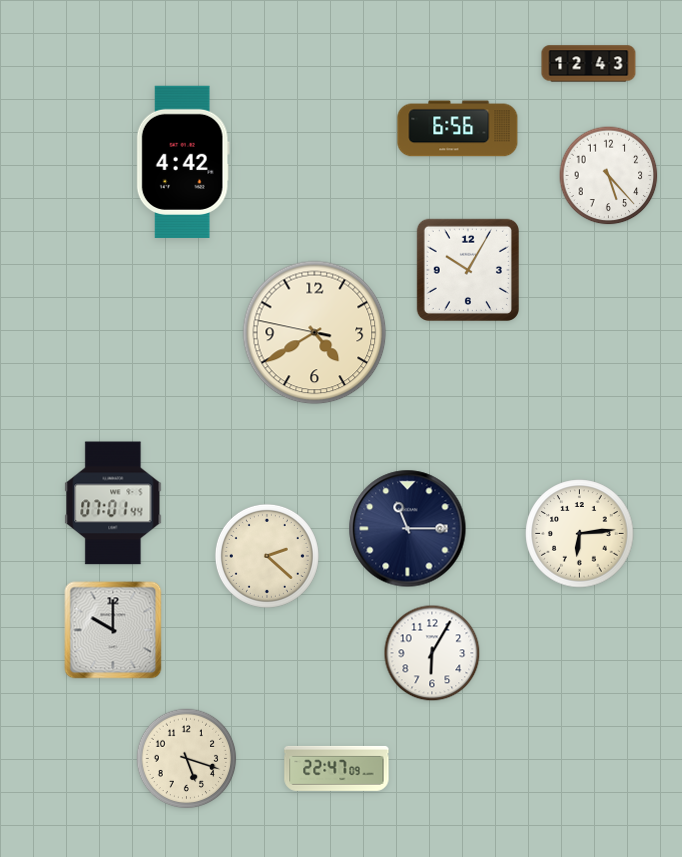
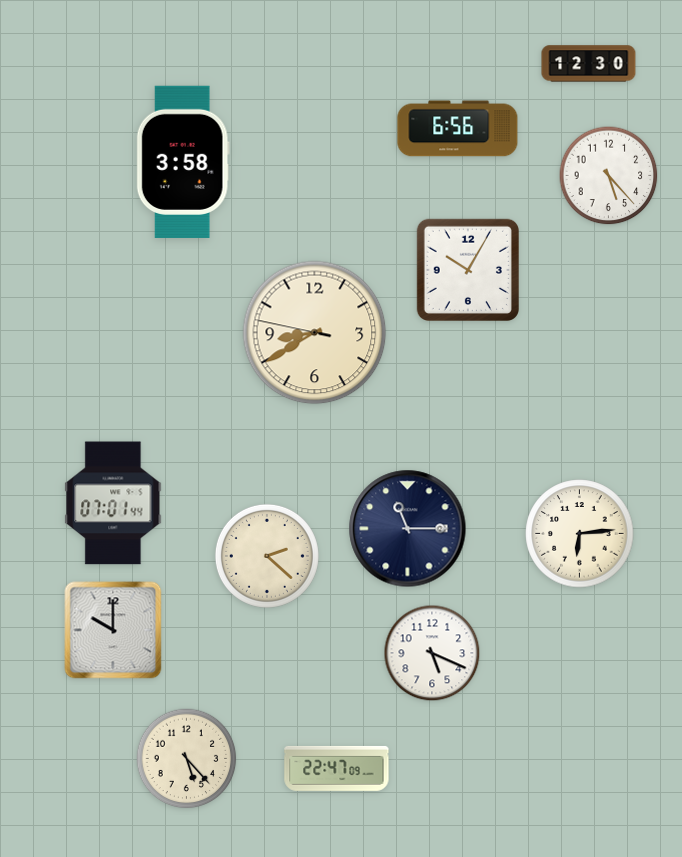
clock at (589, 64): 12:43 -> 12:30
clock at (183, 162): 4:42 -> 3:58
clock at (315, 333): 4:39 -> 8:39
clock at (432, 653): 6:05 -> 5:19
clock at (187, 759): 5:18 -> 5:23
